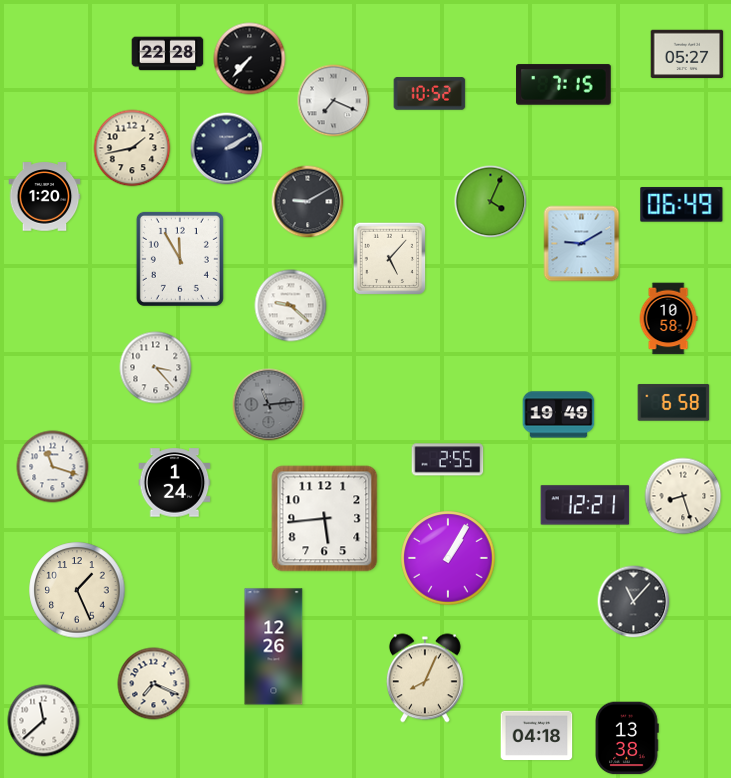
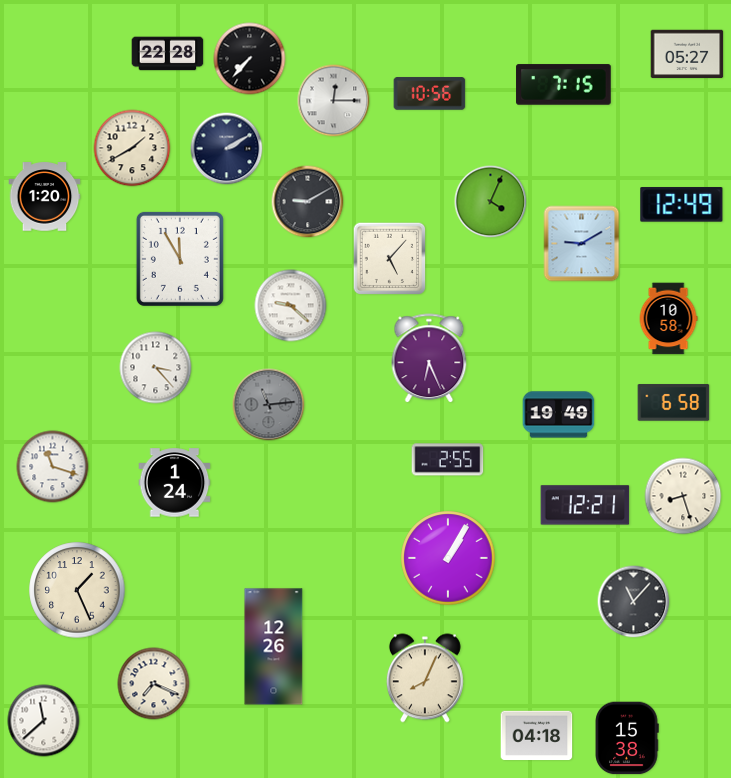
clock at (430, 94): 10:52 -> 10:56
clock at (334, 101): 7:19 -> 12:15
clock at (132, 148): 1:43 -> 1:40
clock at (682, 205): 06:49 -> 12:49
clock at (429, 359): none -> 6:26
clock at (325, 519): 5:44 -> none
clock at (627, 738): 13:38 -> 15:38
